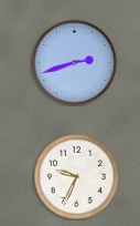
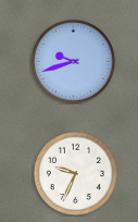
clock at (74, 62): 2:42 -> 9:42
